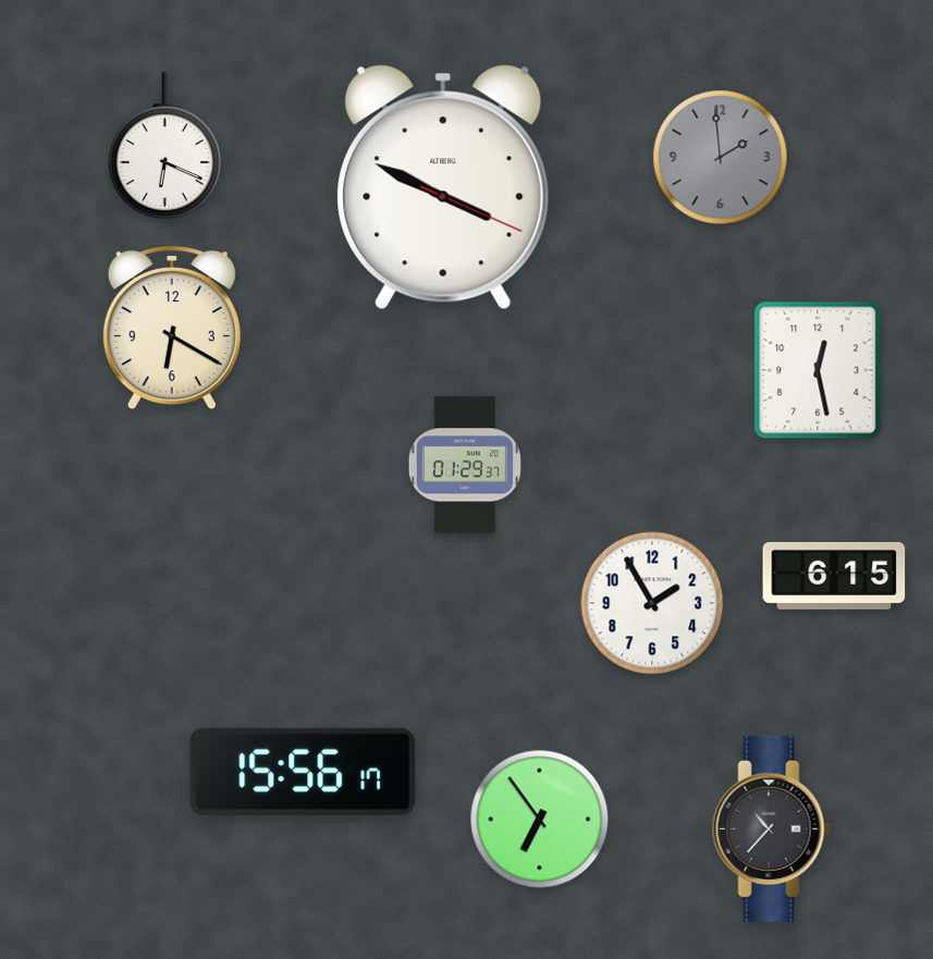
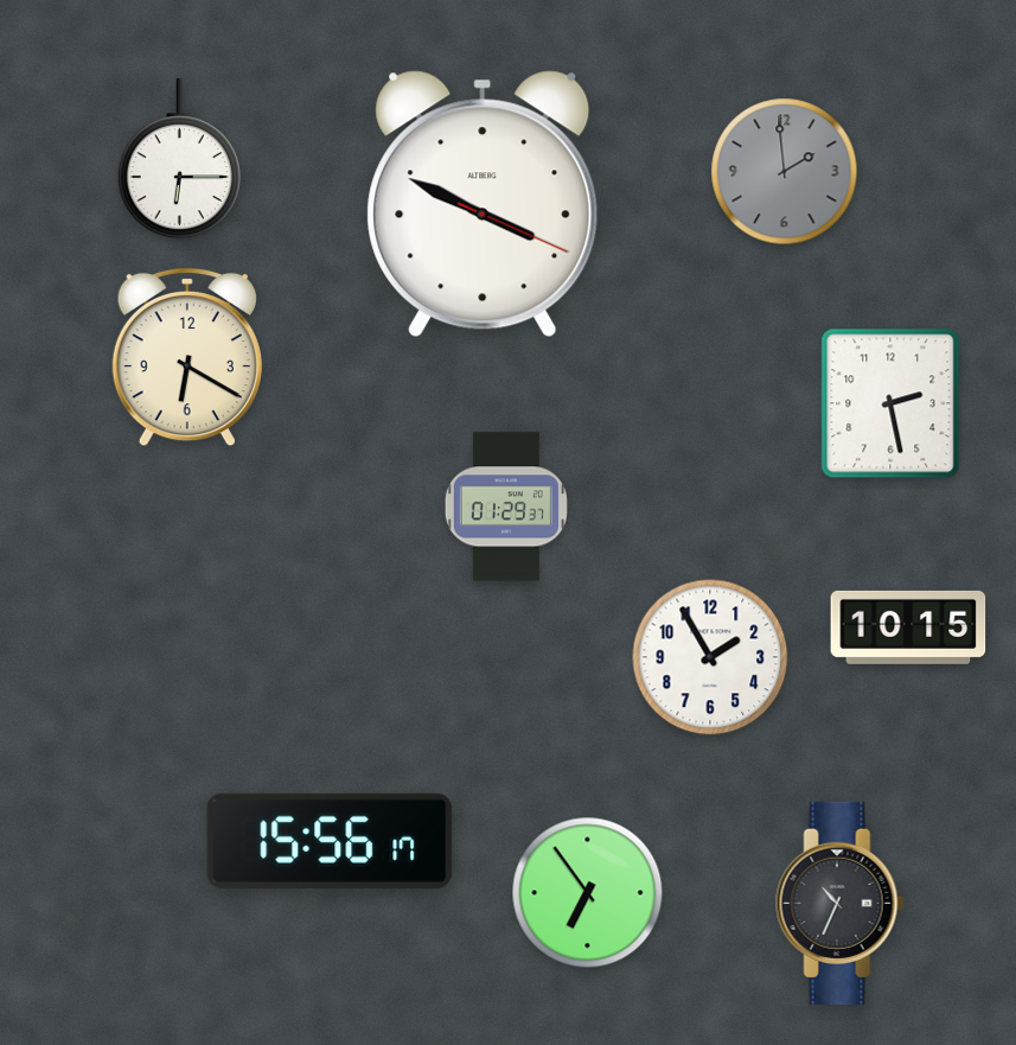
clock at (164, 146): 6:19 -> 6:15
clock at (818, 370): 12:28 -> 2:28
clock at (834, 576): 6:15 -> 10:15
clock at (772, 828): 10:37 -> 10:34
